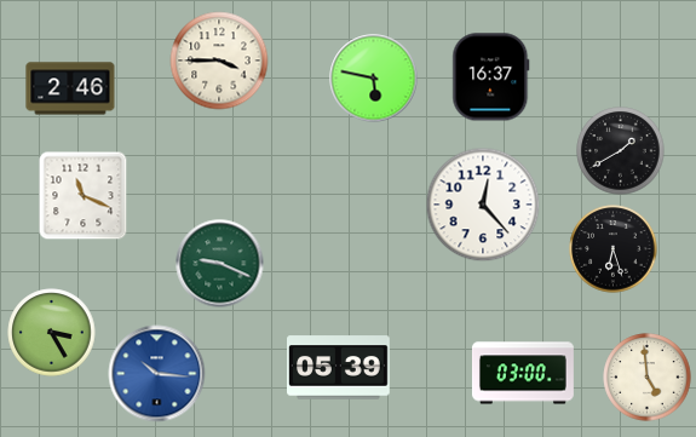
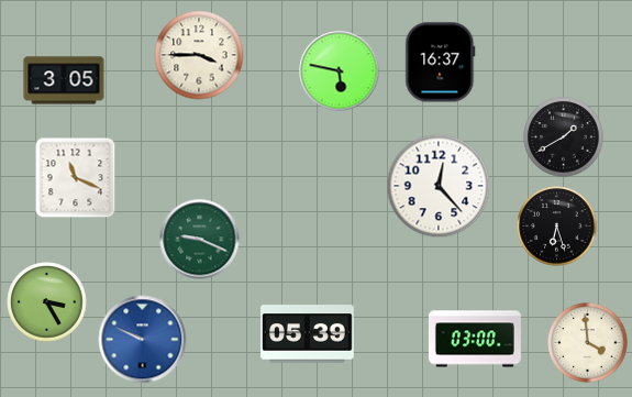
clock at (491, 77) position: (491, 77) -> (441, 63)
clock at (70, 88): 2:46 -> 3:05
clock at (157, 374): 10:16 -> 9:49
clock at (648, 378): 4:59 -> 3:59
